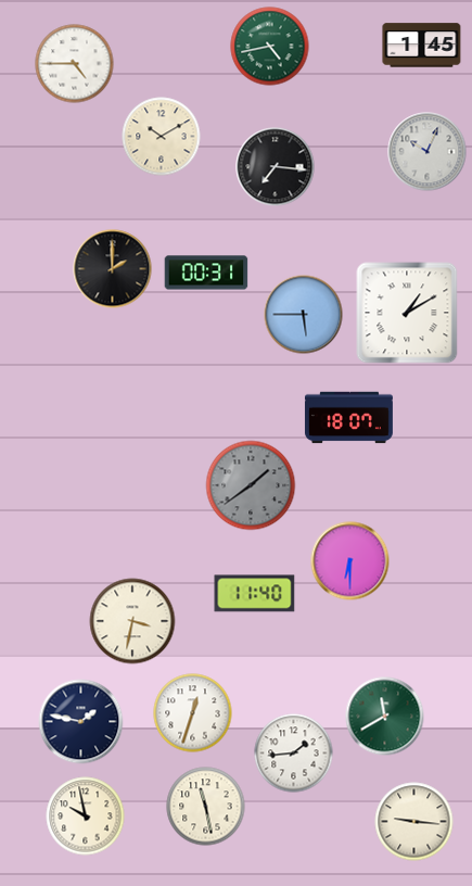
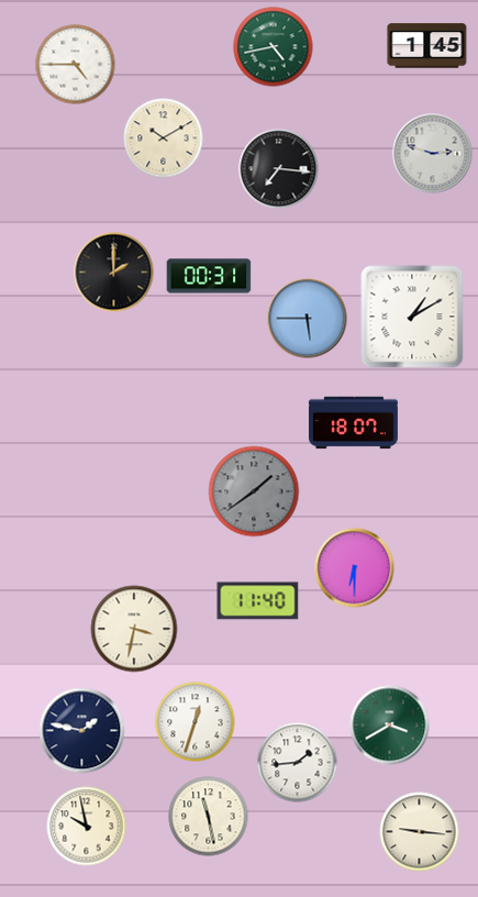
clock at (428, 152): 10:04 -> 2:48
clock at (385, 717): 11:40 -> 3:40
